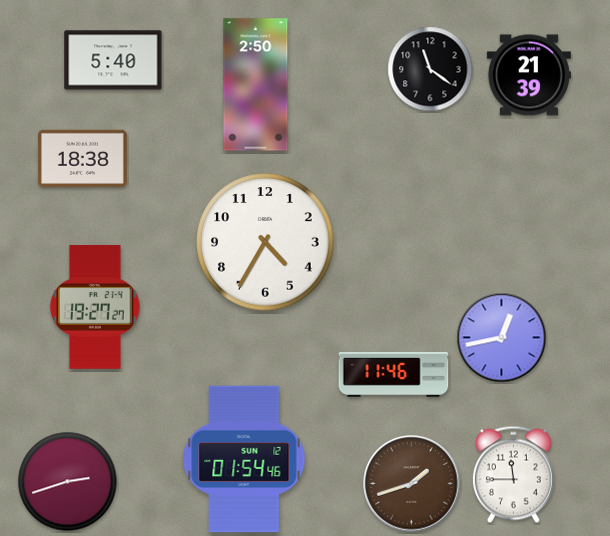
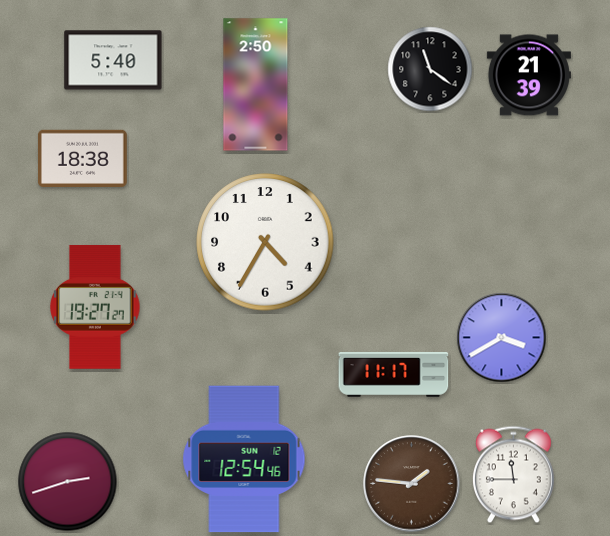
clock at (502, 338): 12:43 -> 3:40
clock at (394, 374): 11:46 -> 11:17
clock at (244, 459): 01:54 -> 12:54
clock at (412, 484): 1:42 -> 1:46
